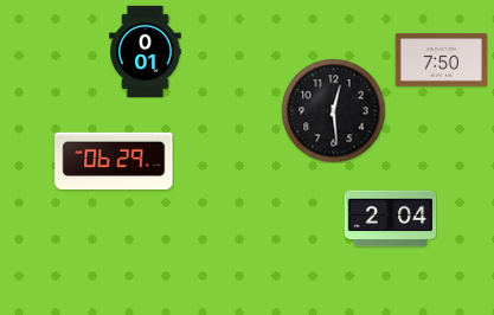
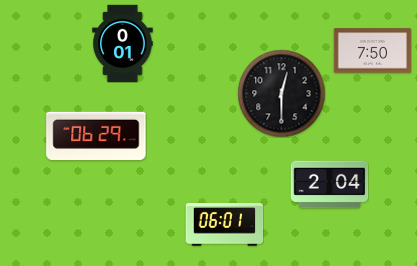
clock at (333, 110): 12:29 -> 12:30
clock at (224, 225): none -> 06:01
